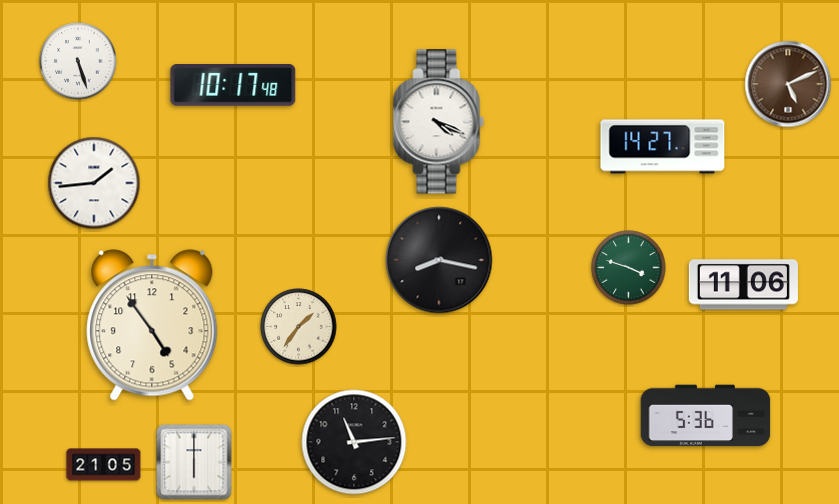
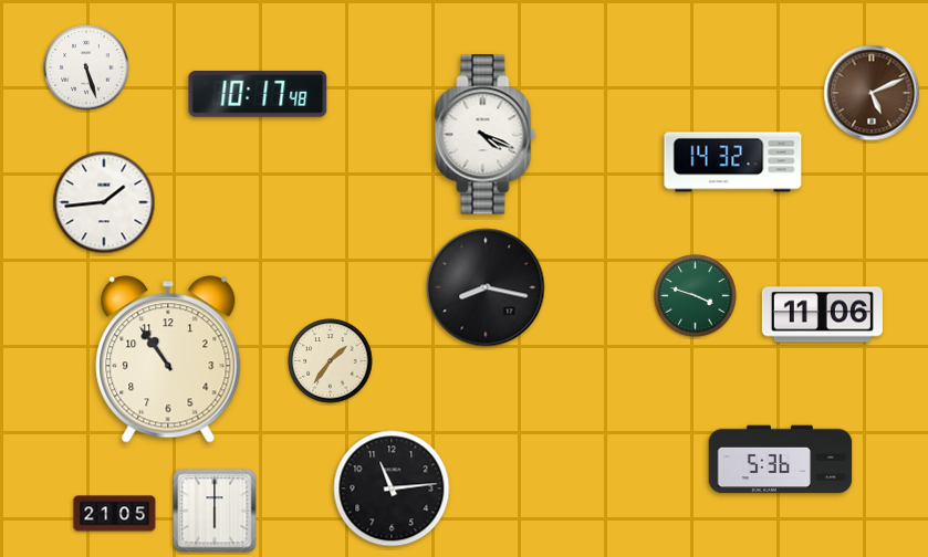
clock at (663, 147): 14:27 -> 14:32
clock at (152, 325): 4:54 -> 10:54
